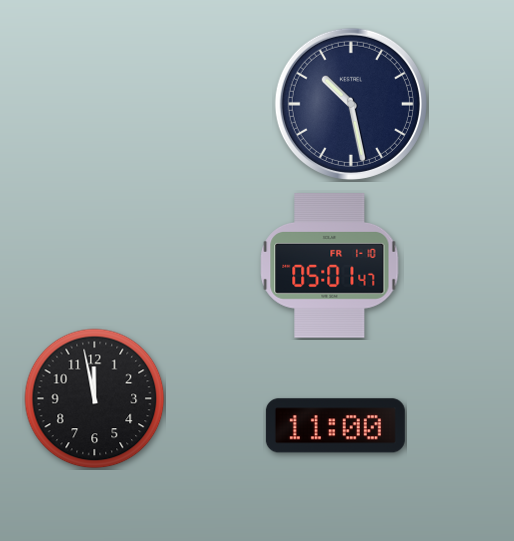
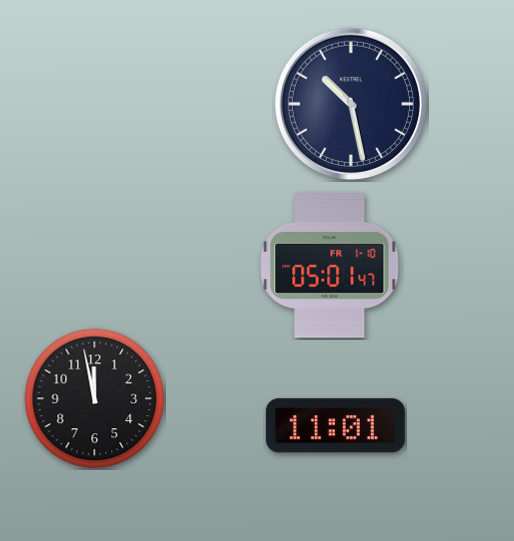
clock at (335, 426): 11:00 -> 11:01
